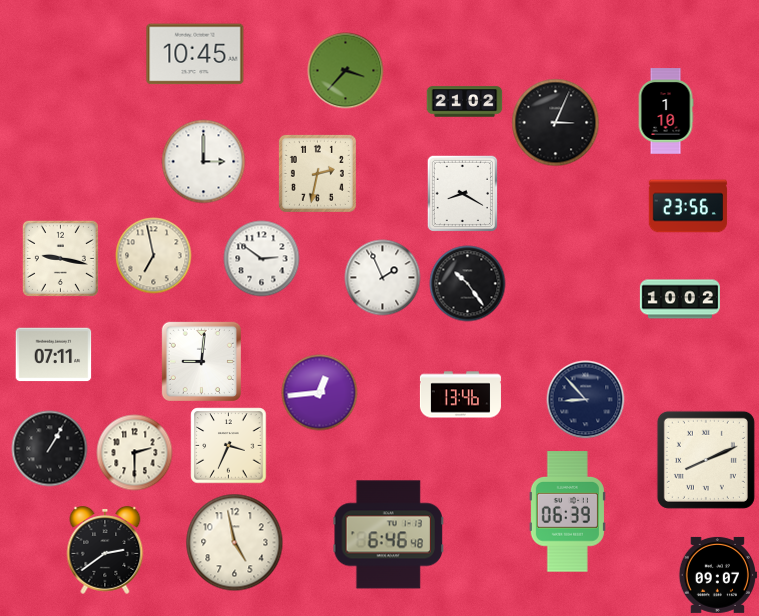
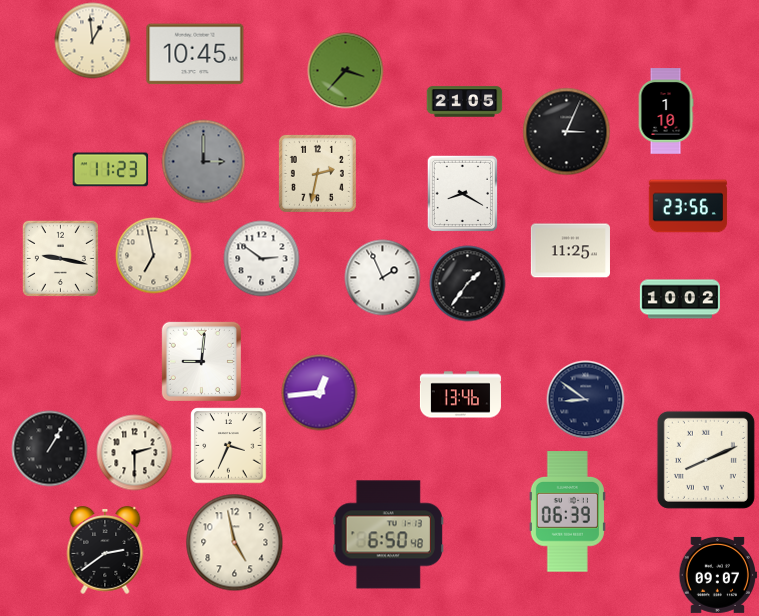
clock at (93, 41): none -> 12:59
clock at (465, 102): 21:02 -> 21:05
clock at (556, 123) position: (556, 123) -> (567, 132)
clock at (204, 162) dial: white -> grey
clock at (111, 170): none -> 11:23
clock at (570, 251): none -> 11:25
clock at (468, 284): 10:24 -> 1:36
clock at (54, 355): 07:11 -> none
clock at (586, 400): 8:53 -> 8:51
clock at (388, 535): 6:46 -> 6:50
